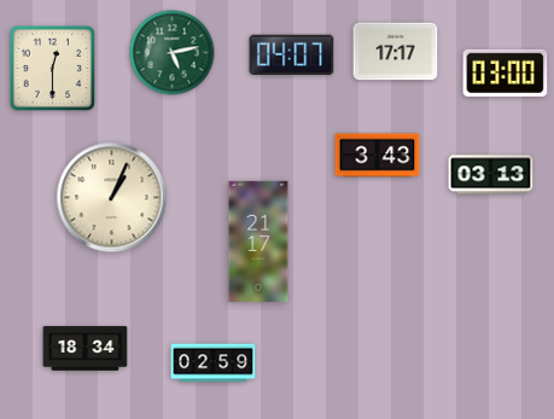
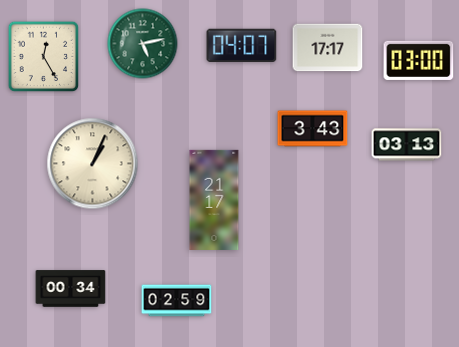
clock at (396, 52) position: (396, 52) -> (328, 48)
clock at (53, 69): 12:30 -> 12:25
clock at (86, 349): 18:34 -> 00:34
